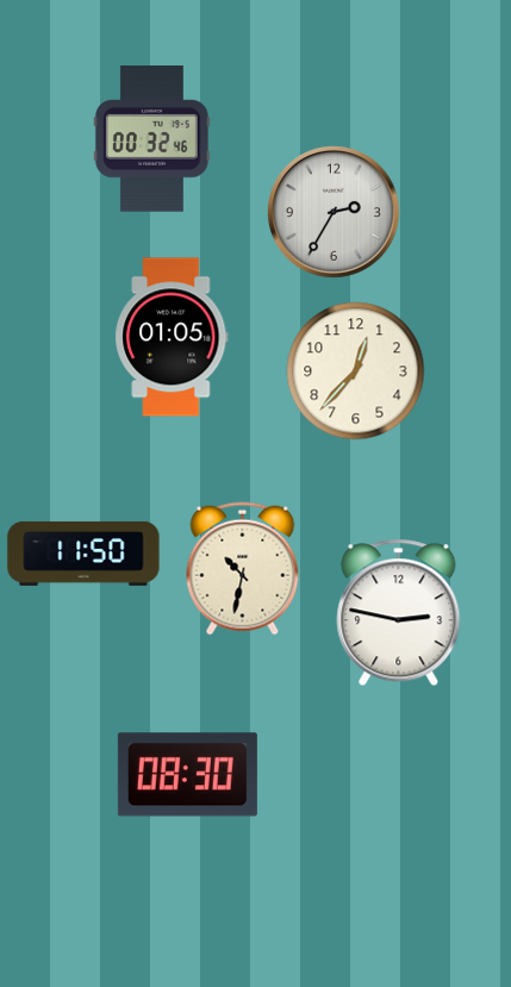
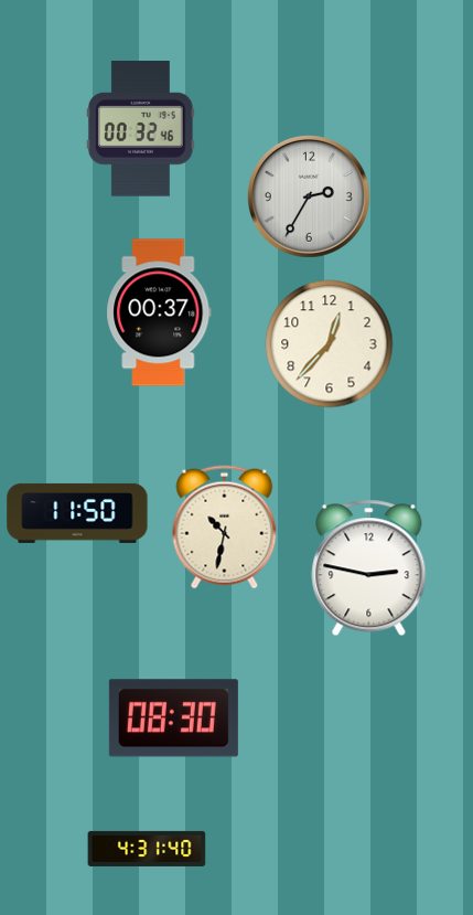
clock at (172, 337): 01:05 -> 00:37
clock at (147, 849): none -> 4:31
